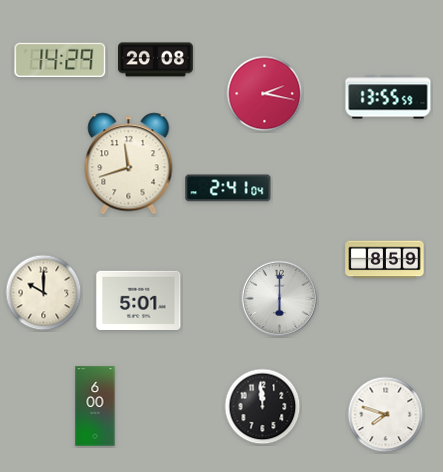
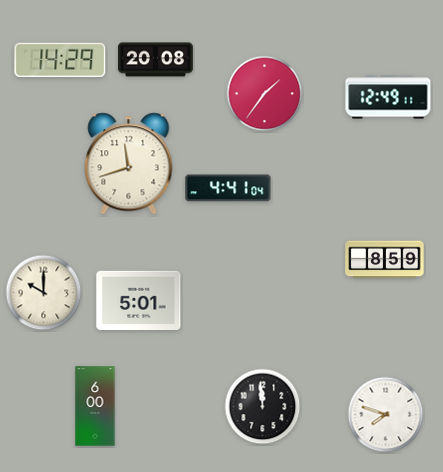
clock at (265, 94): 2:17 -> 1:36
clock at (388, 97): 13:55 -> 12:49
clock at (228, 188): 2:41 -> 4:41
clock at (280, 299): 6:00 -> none
